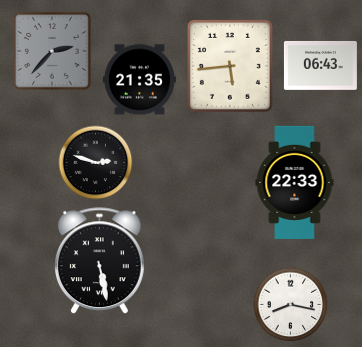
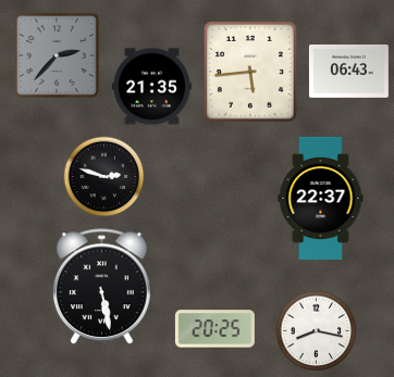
clock at (295, 182): 22:33 -> 22:37
clock at (99, 261) position: (99, 261) -> (101, 287)
clock at (214, 329): none -> 20:25
